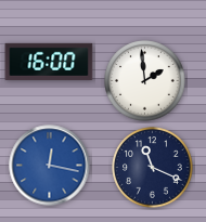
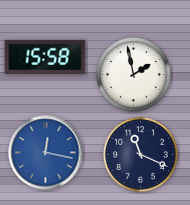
clock at (49, 62): 16:00 -> 15:58
clock at (145, 81): 1:59 -> 1:58
